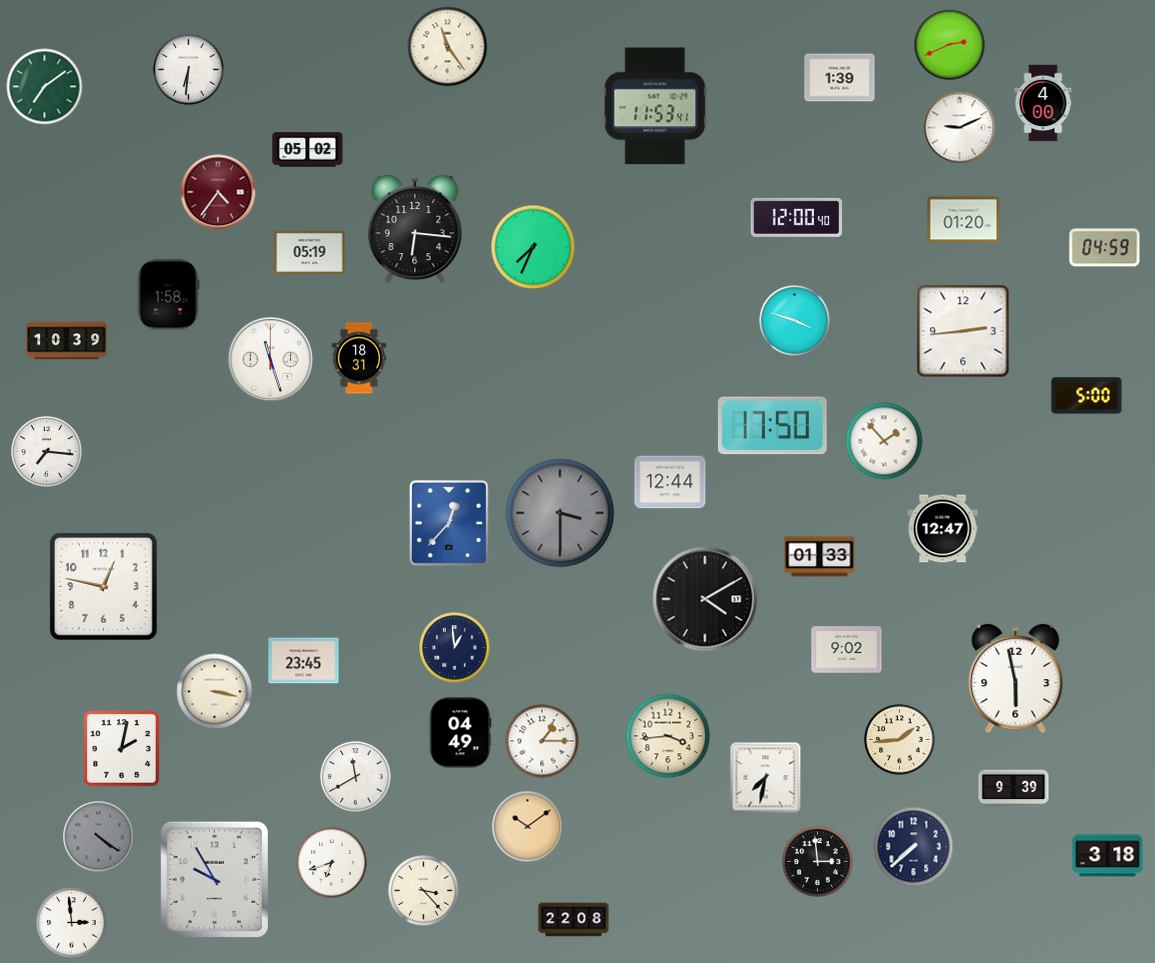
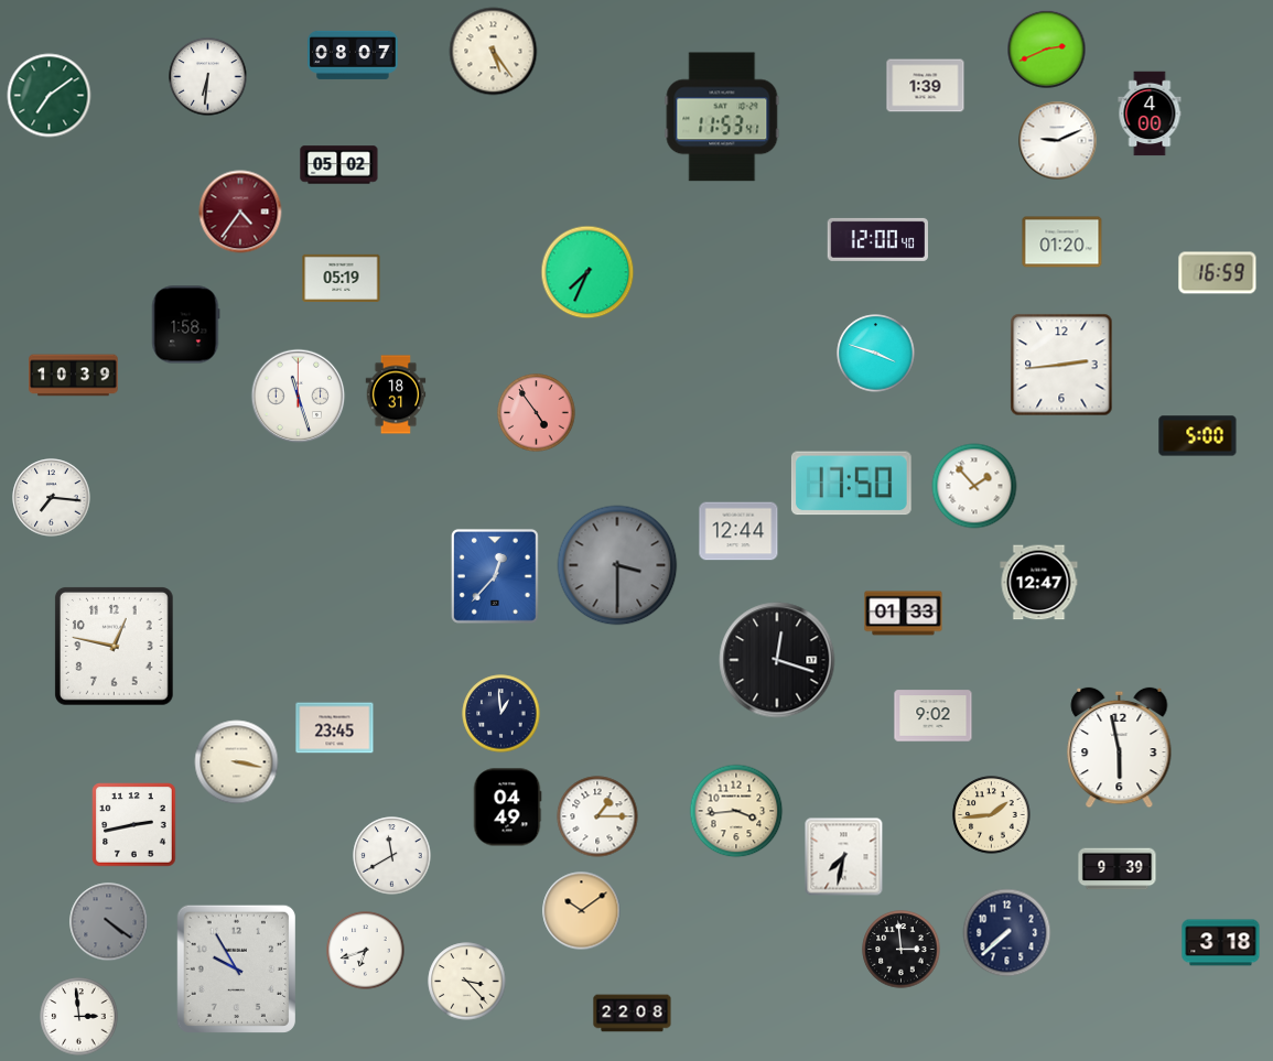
clock at (448, 47): 11:24 -> 5:24
clock at (353, 55): none -> 08:07
clock at (415, 229): 6:16 -> none
clock at (1105, 248): 04:59 -> 16:59
clock at (537, 413): none -> 4:54
clock at (772, 426) position: (772, 426) -> (851, 484)
clock at (705, 599): 4:10 -> 12:18
clock at (122, 749): 2:02 -> 2:43
